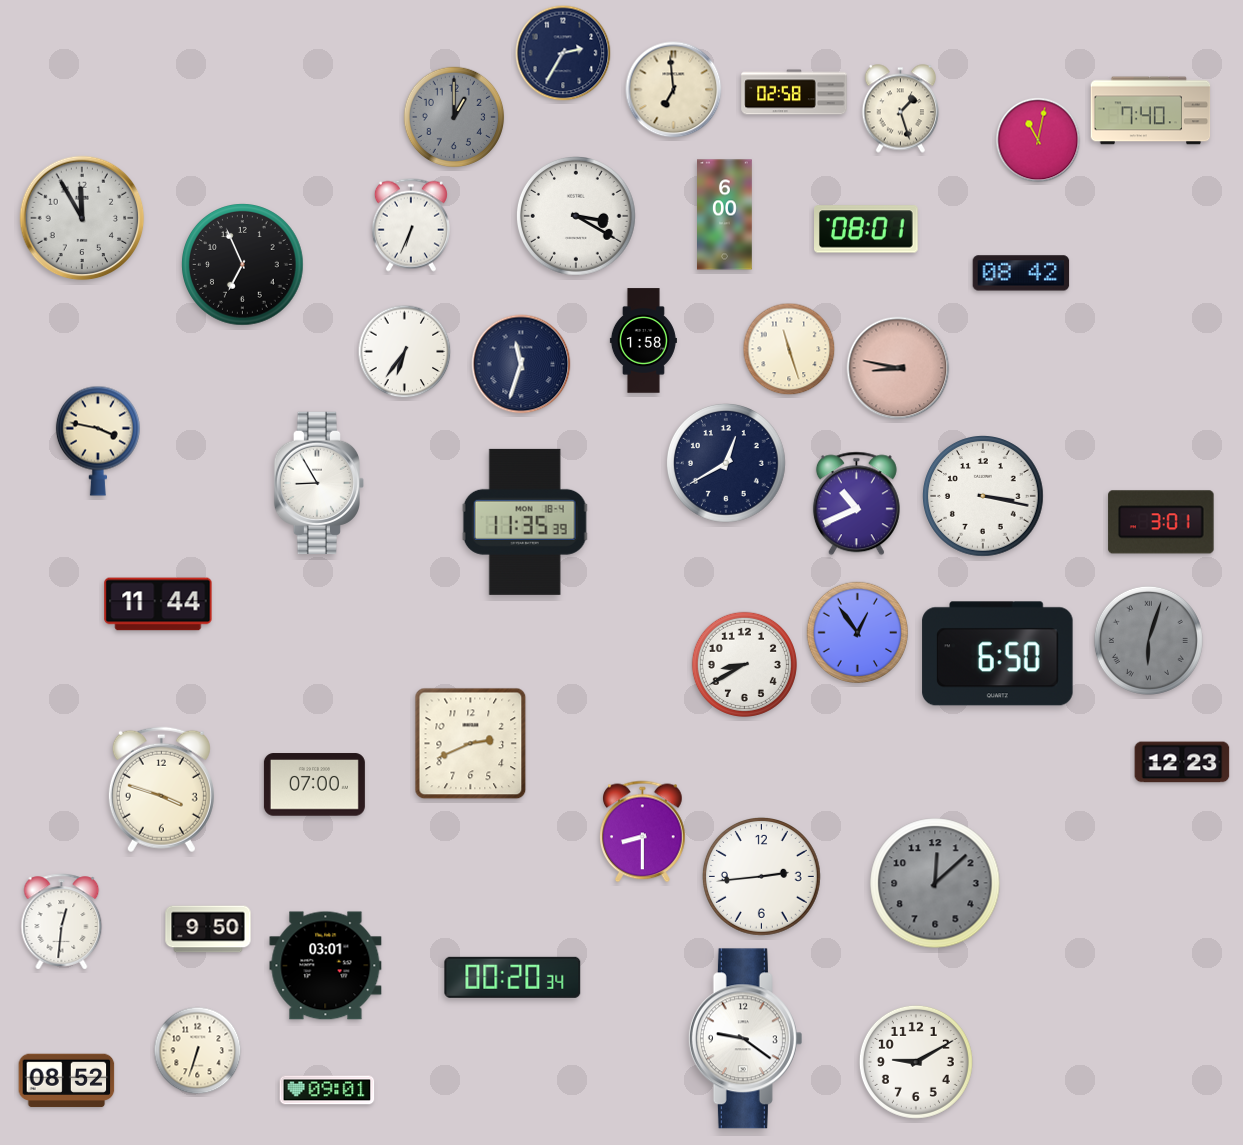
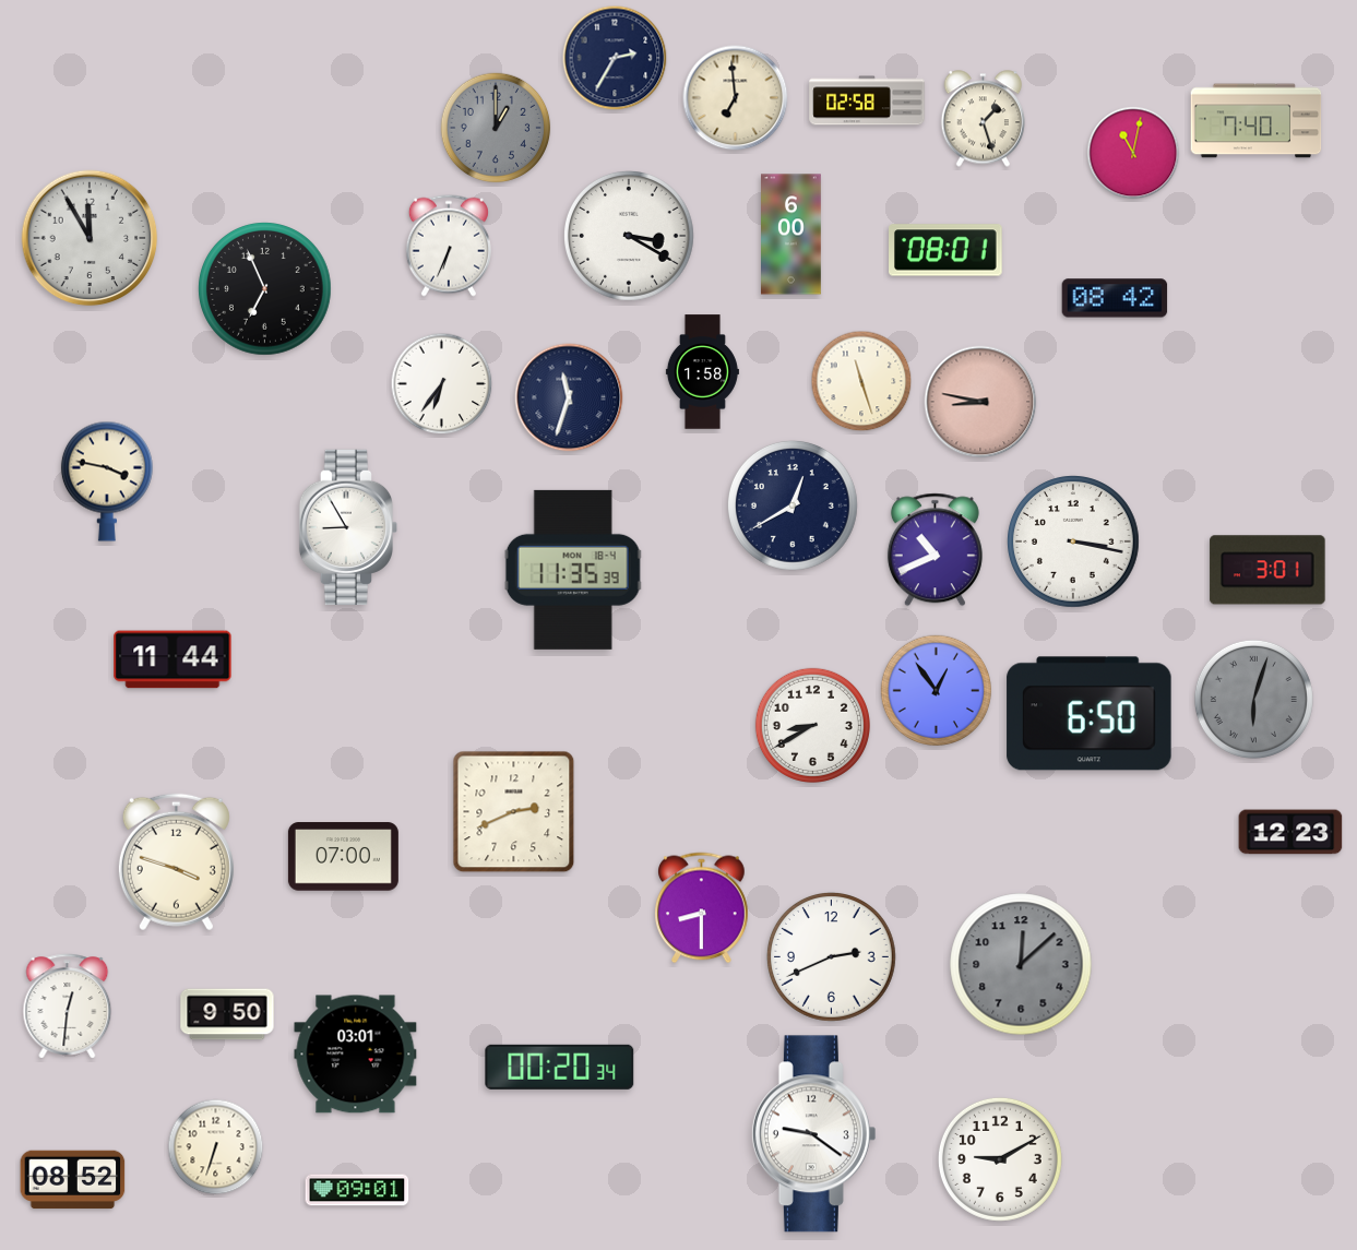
clock at (761, 876): 2:44 -> 2:41
